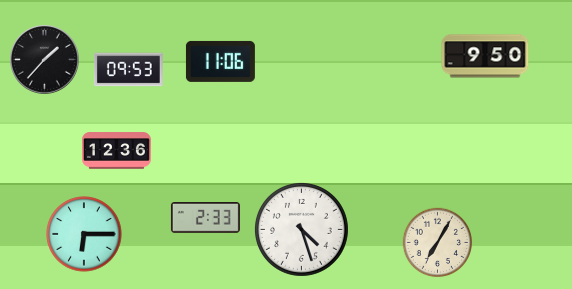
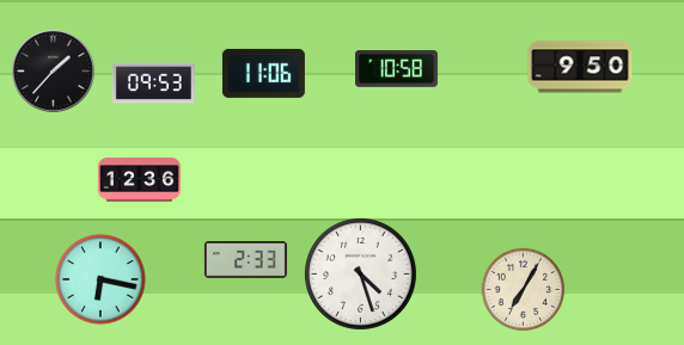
clock at (396, 69): none -> 10:58
clock at (84, 234): 6:15 -> 6:17
